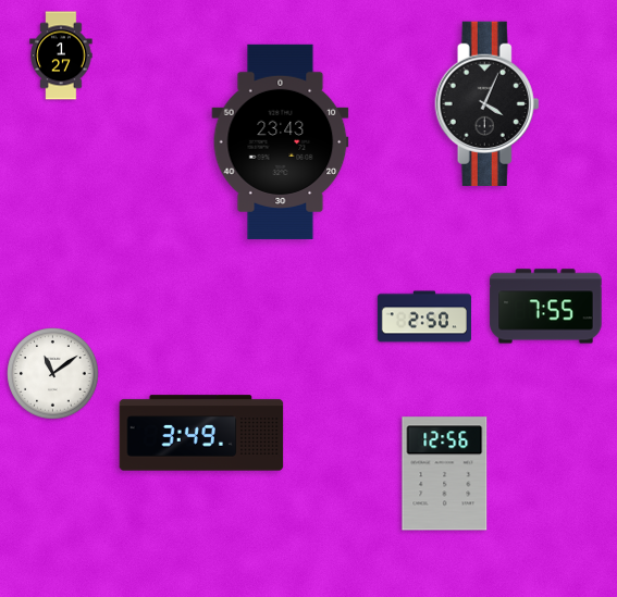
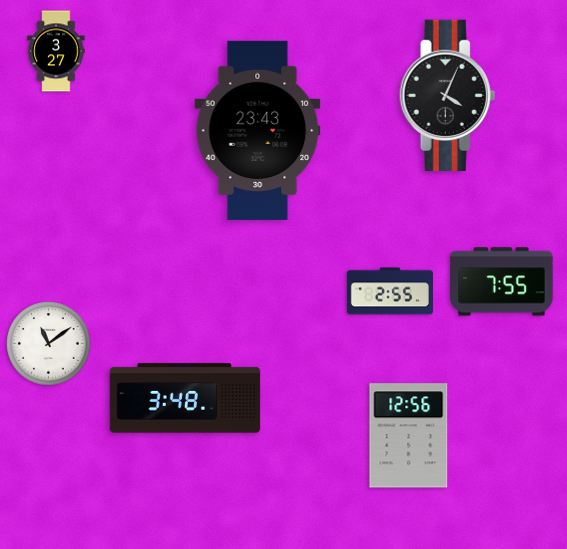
clock at (61, 55): 1:27 -> 3:27
clock at (424, 316): 2:50 -> 2:55
clock at (201, 433): 3:49 -> 3:48
